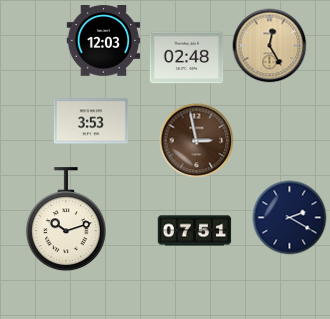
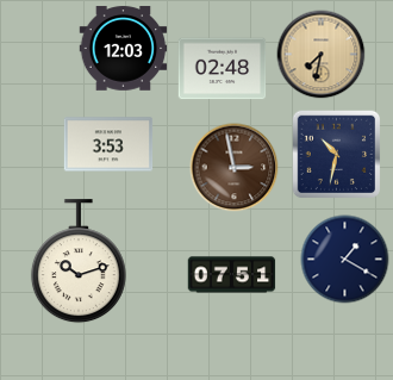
clock at (270, 46): 12:25 -> 7:32
clock at (337, 155): none -> 10:32
clock at (290, 218): 2:20 -> 1:20
